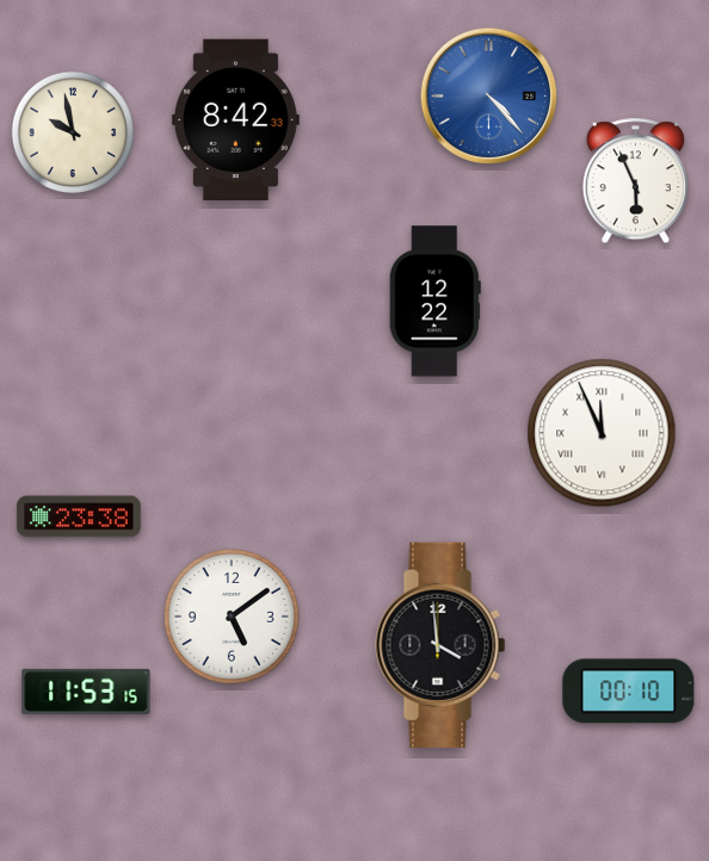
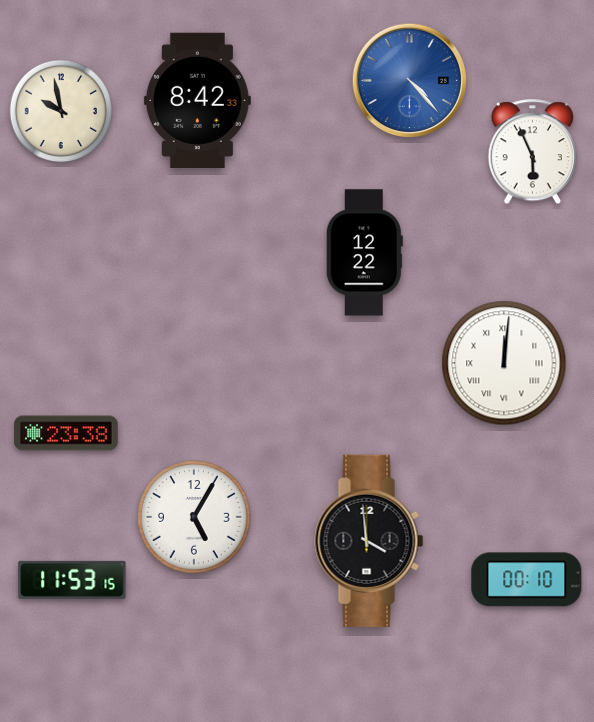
clock at (602, 433): 11:56 -> 12:01
clock at (233, 618): 5:09 -> 5:05
